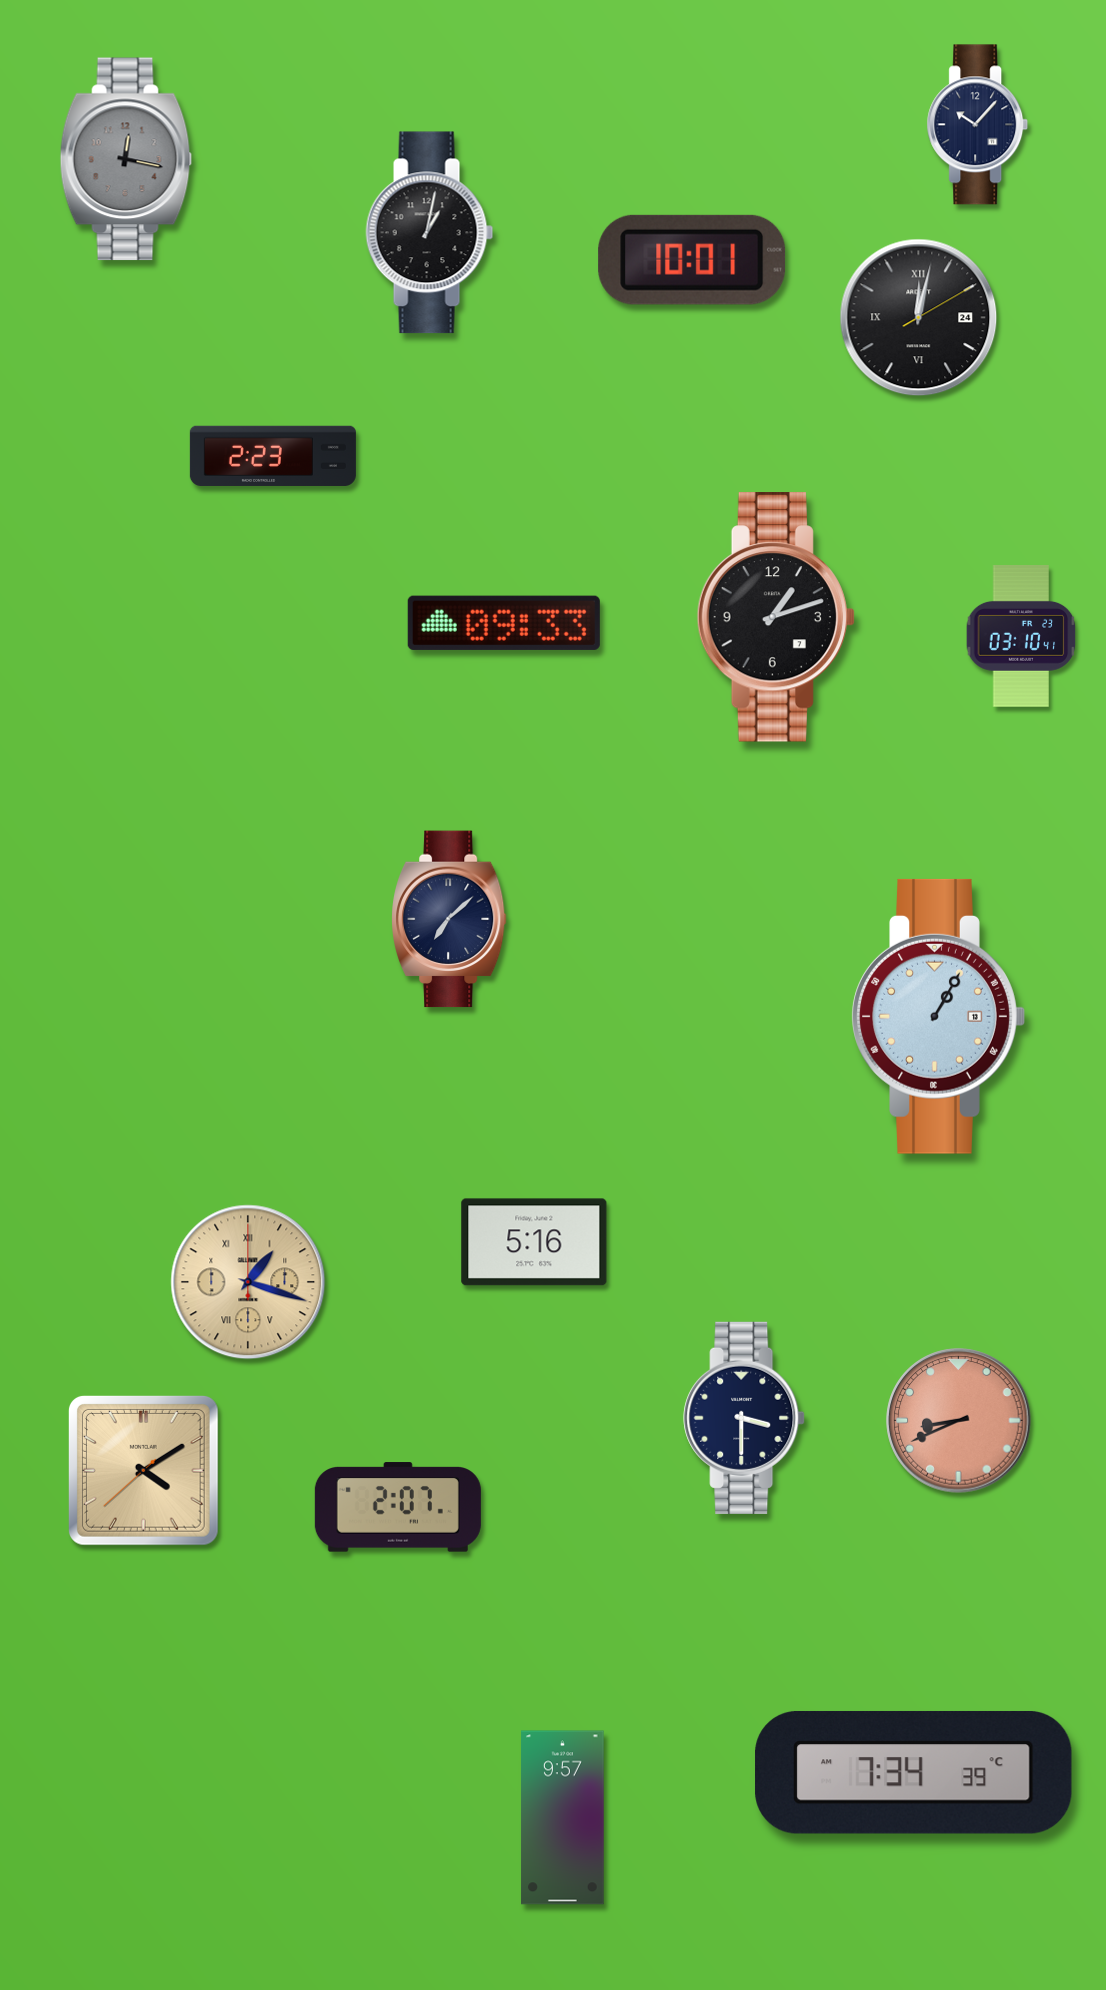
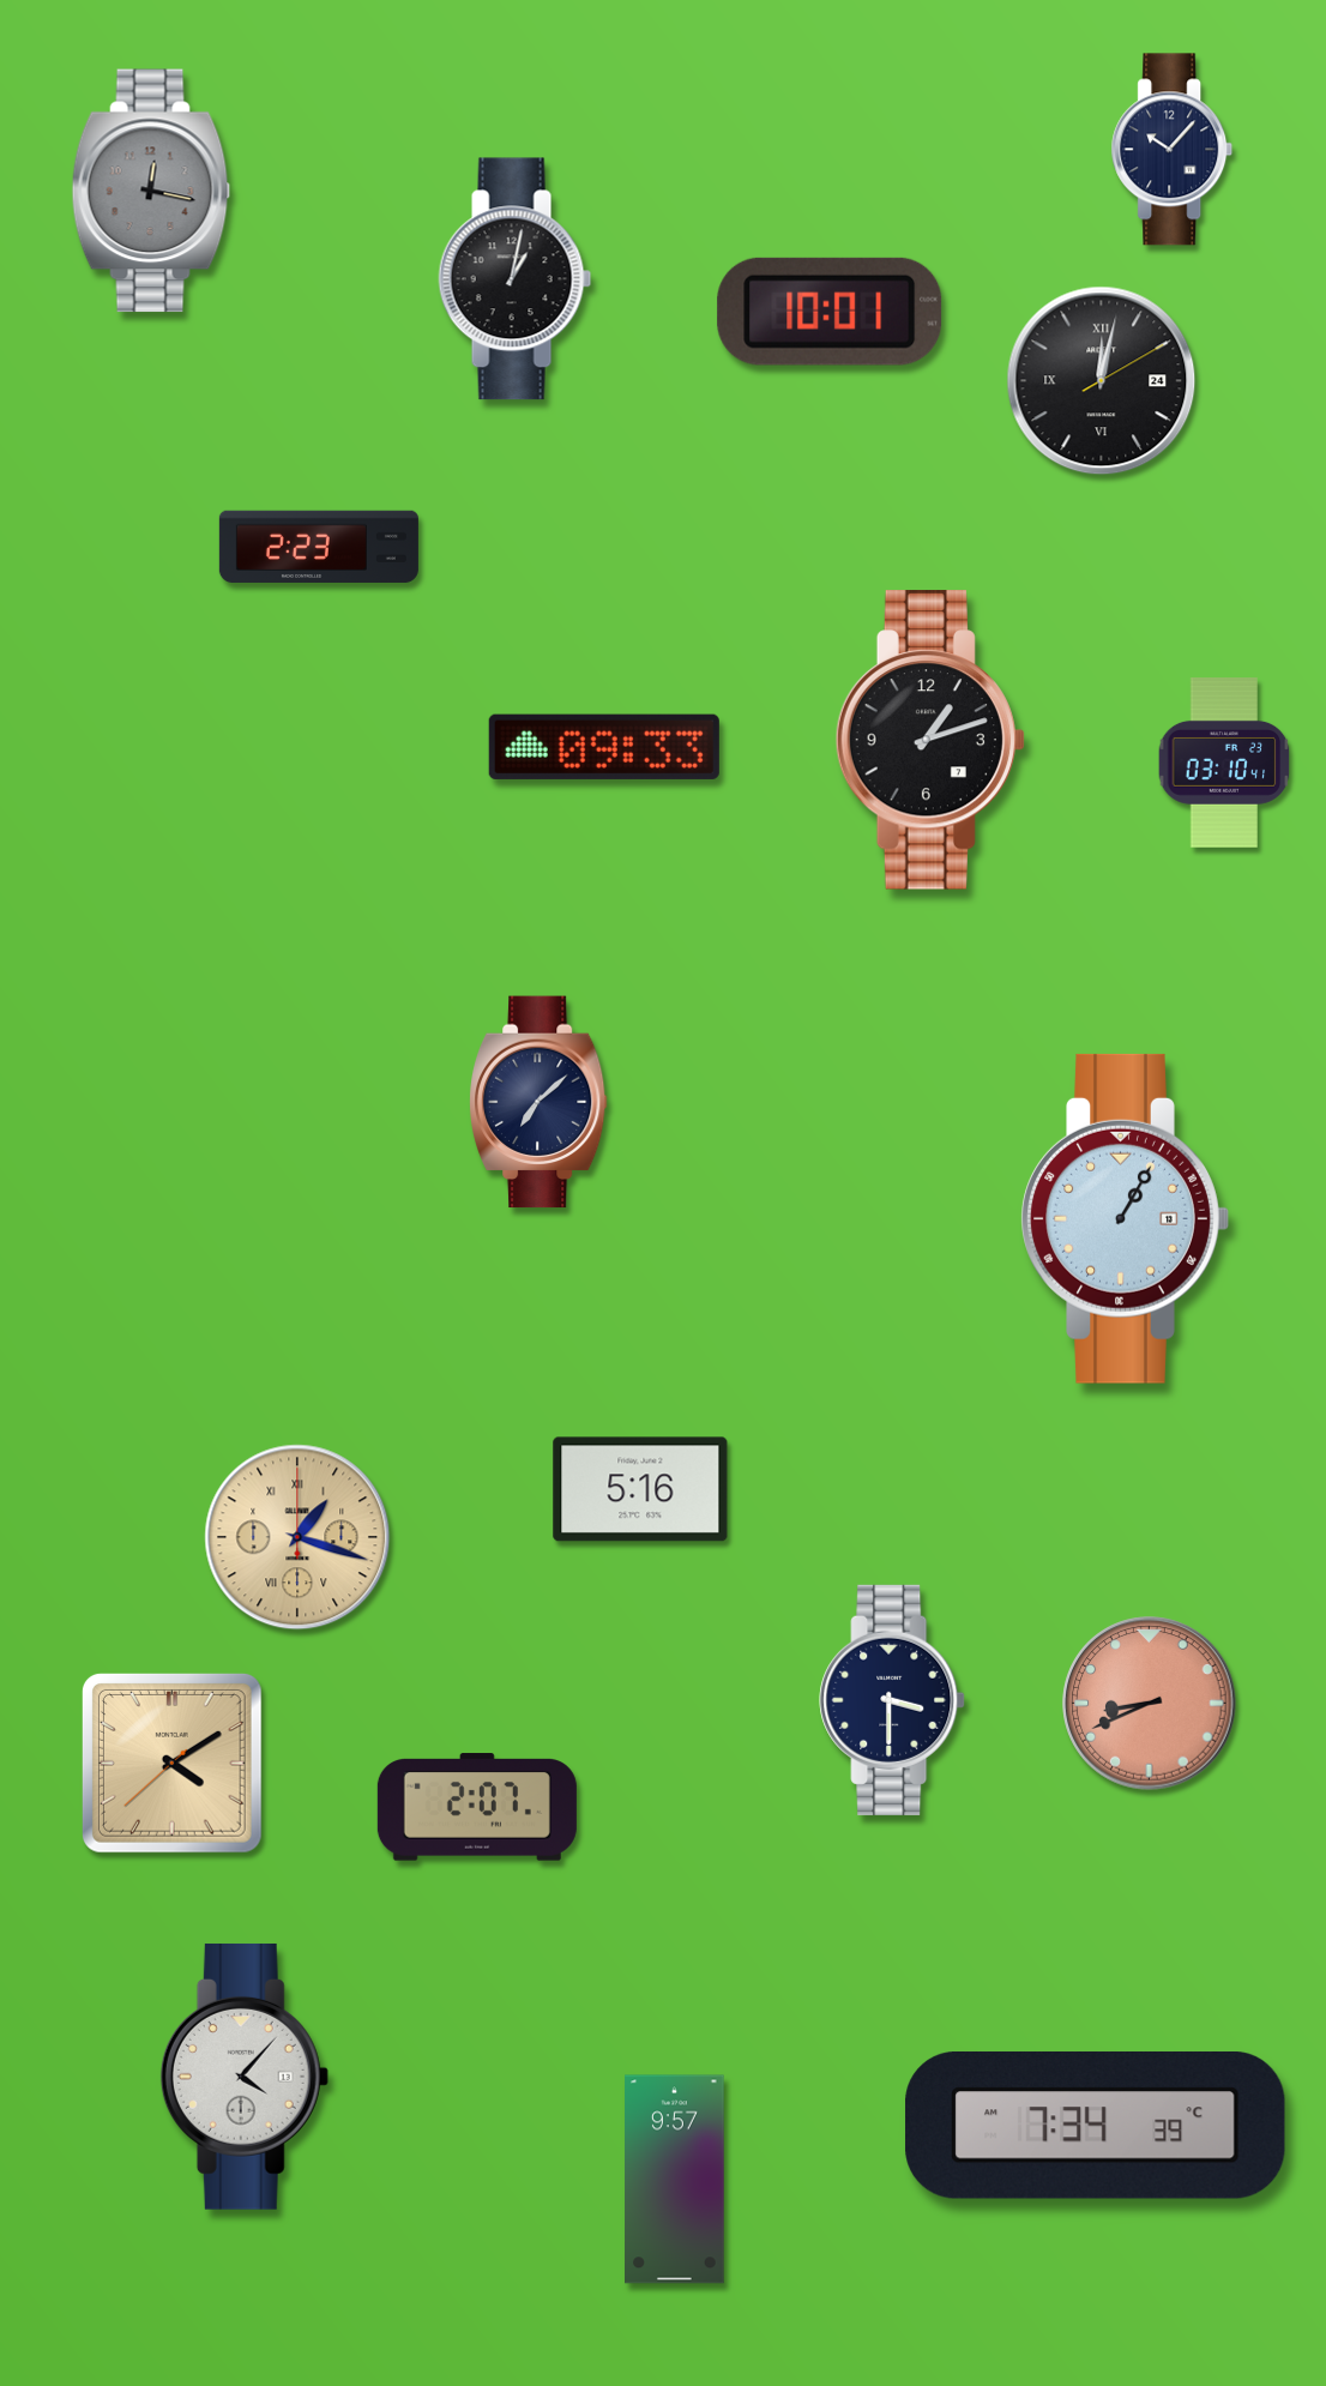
clock at (273, 455) position: (273, 455) -> (319, 546)
clock at (245, 2077): none -> 4:07
